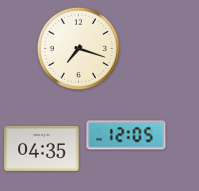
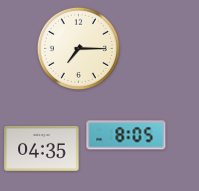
clock at (78, 48): 7:18 -> 7:15
clock at (126, 135): 12:05 -> 8:05
